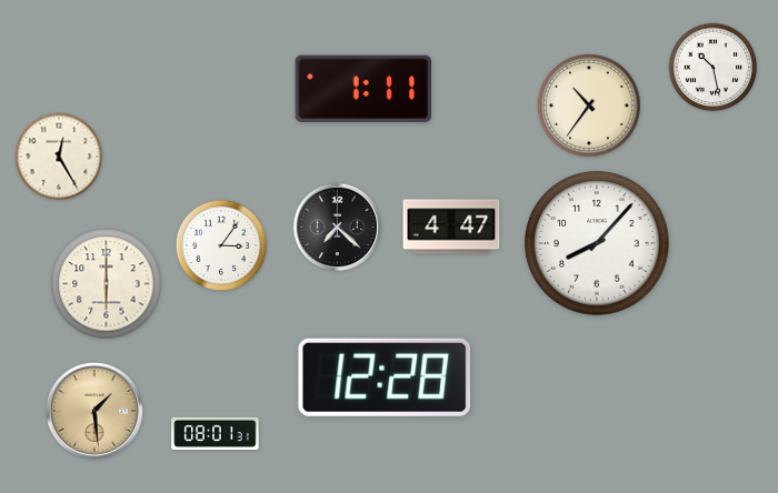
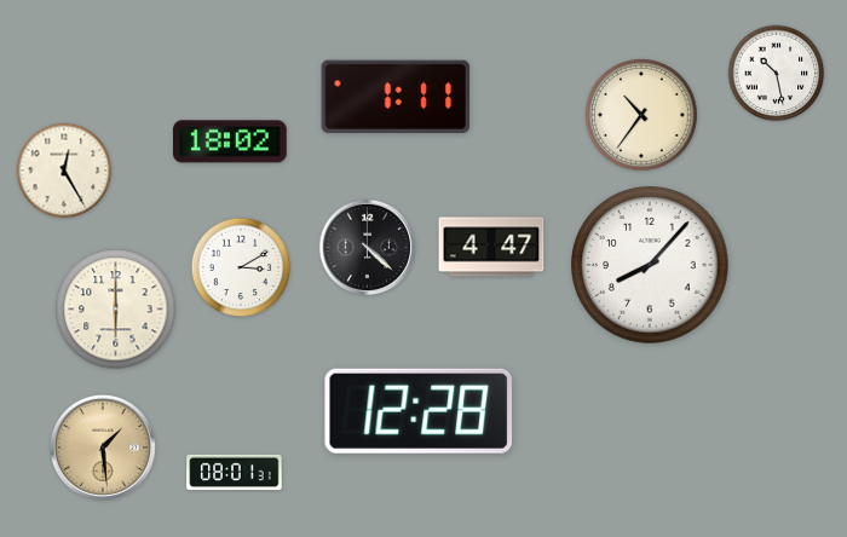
clock at (231, 142): none -> 18:02
clock at (338, 228): 7:22 -> 4:22
clock at (221, 245): 3:06 -> 3:10
